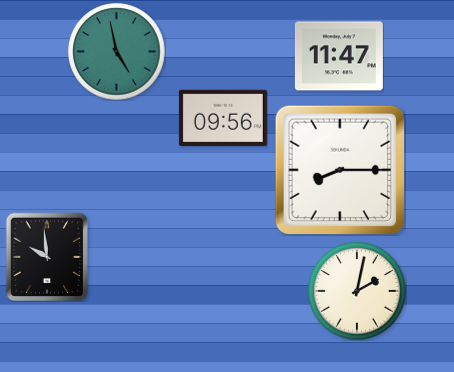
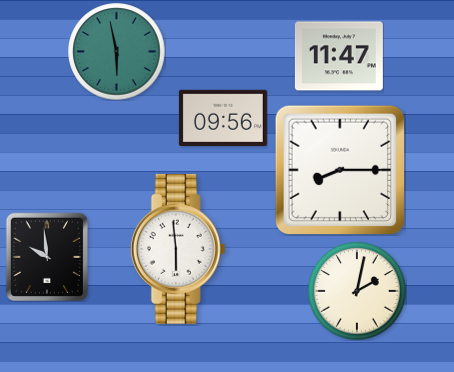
clock at (117, 52): 4:58 -> 5:58
clock at (178, 249): none -> 5:59
